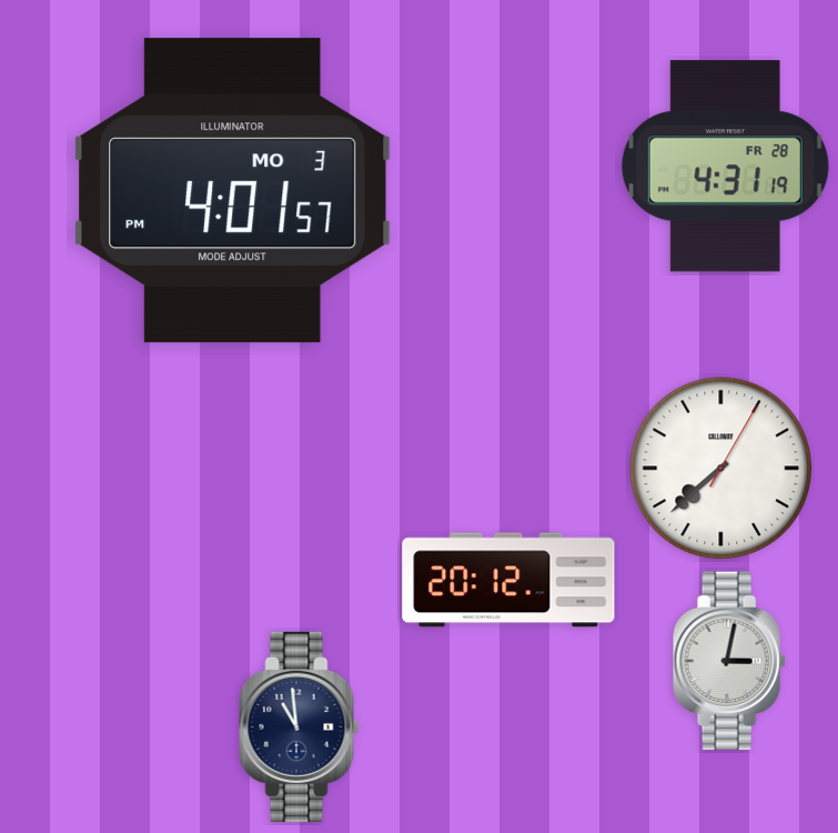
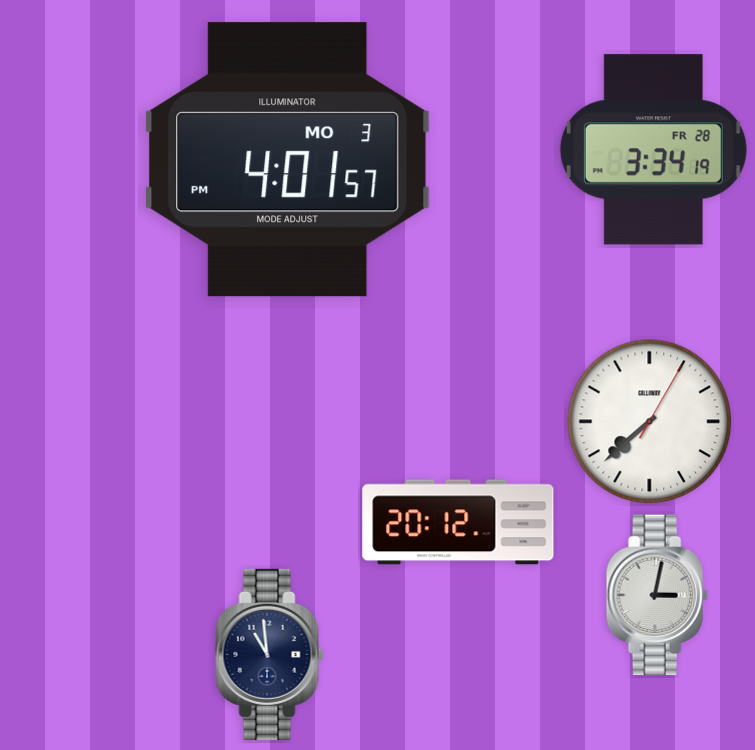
clock at (725, 167): 4:31 -> 3:34
clock at (233, 191) position: (233, 191) -> (288, 160)
